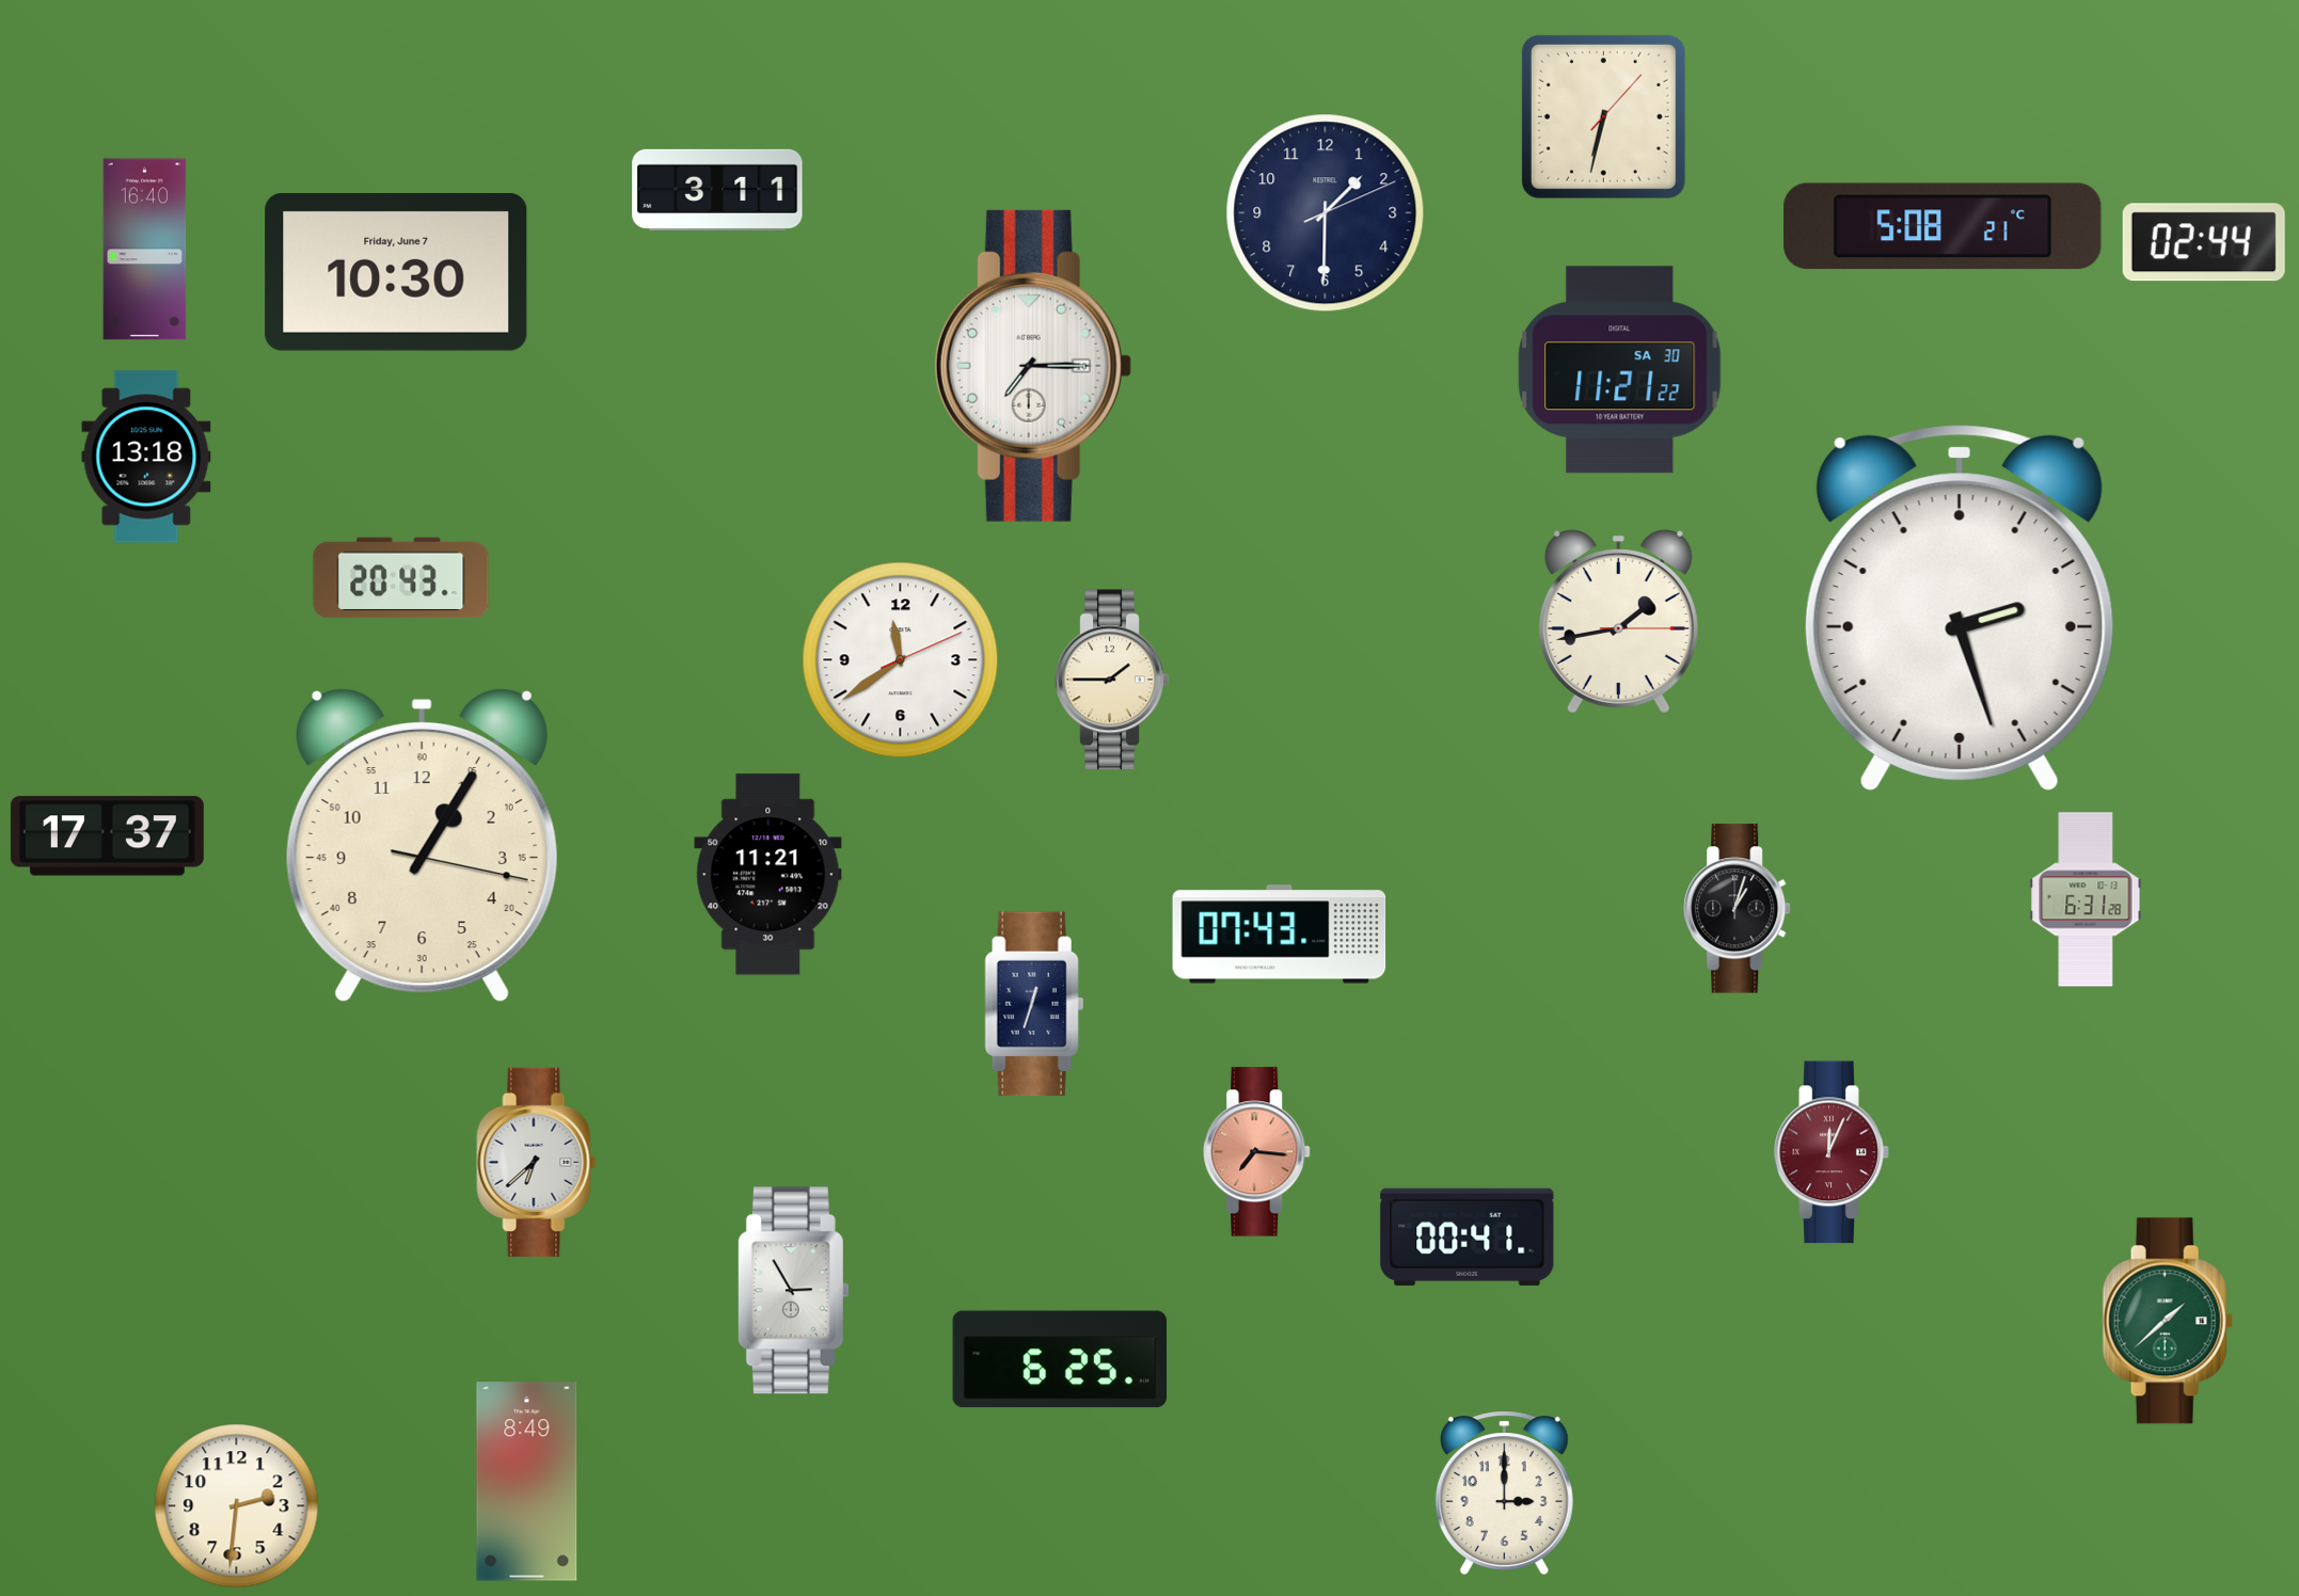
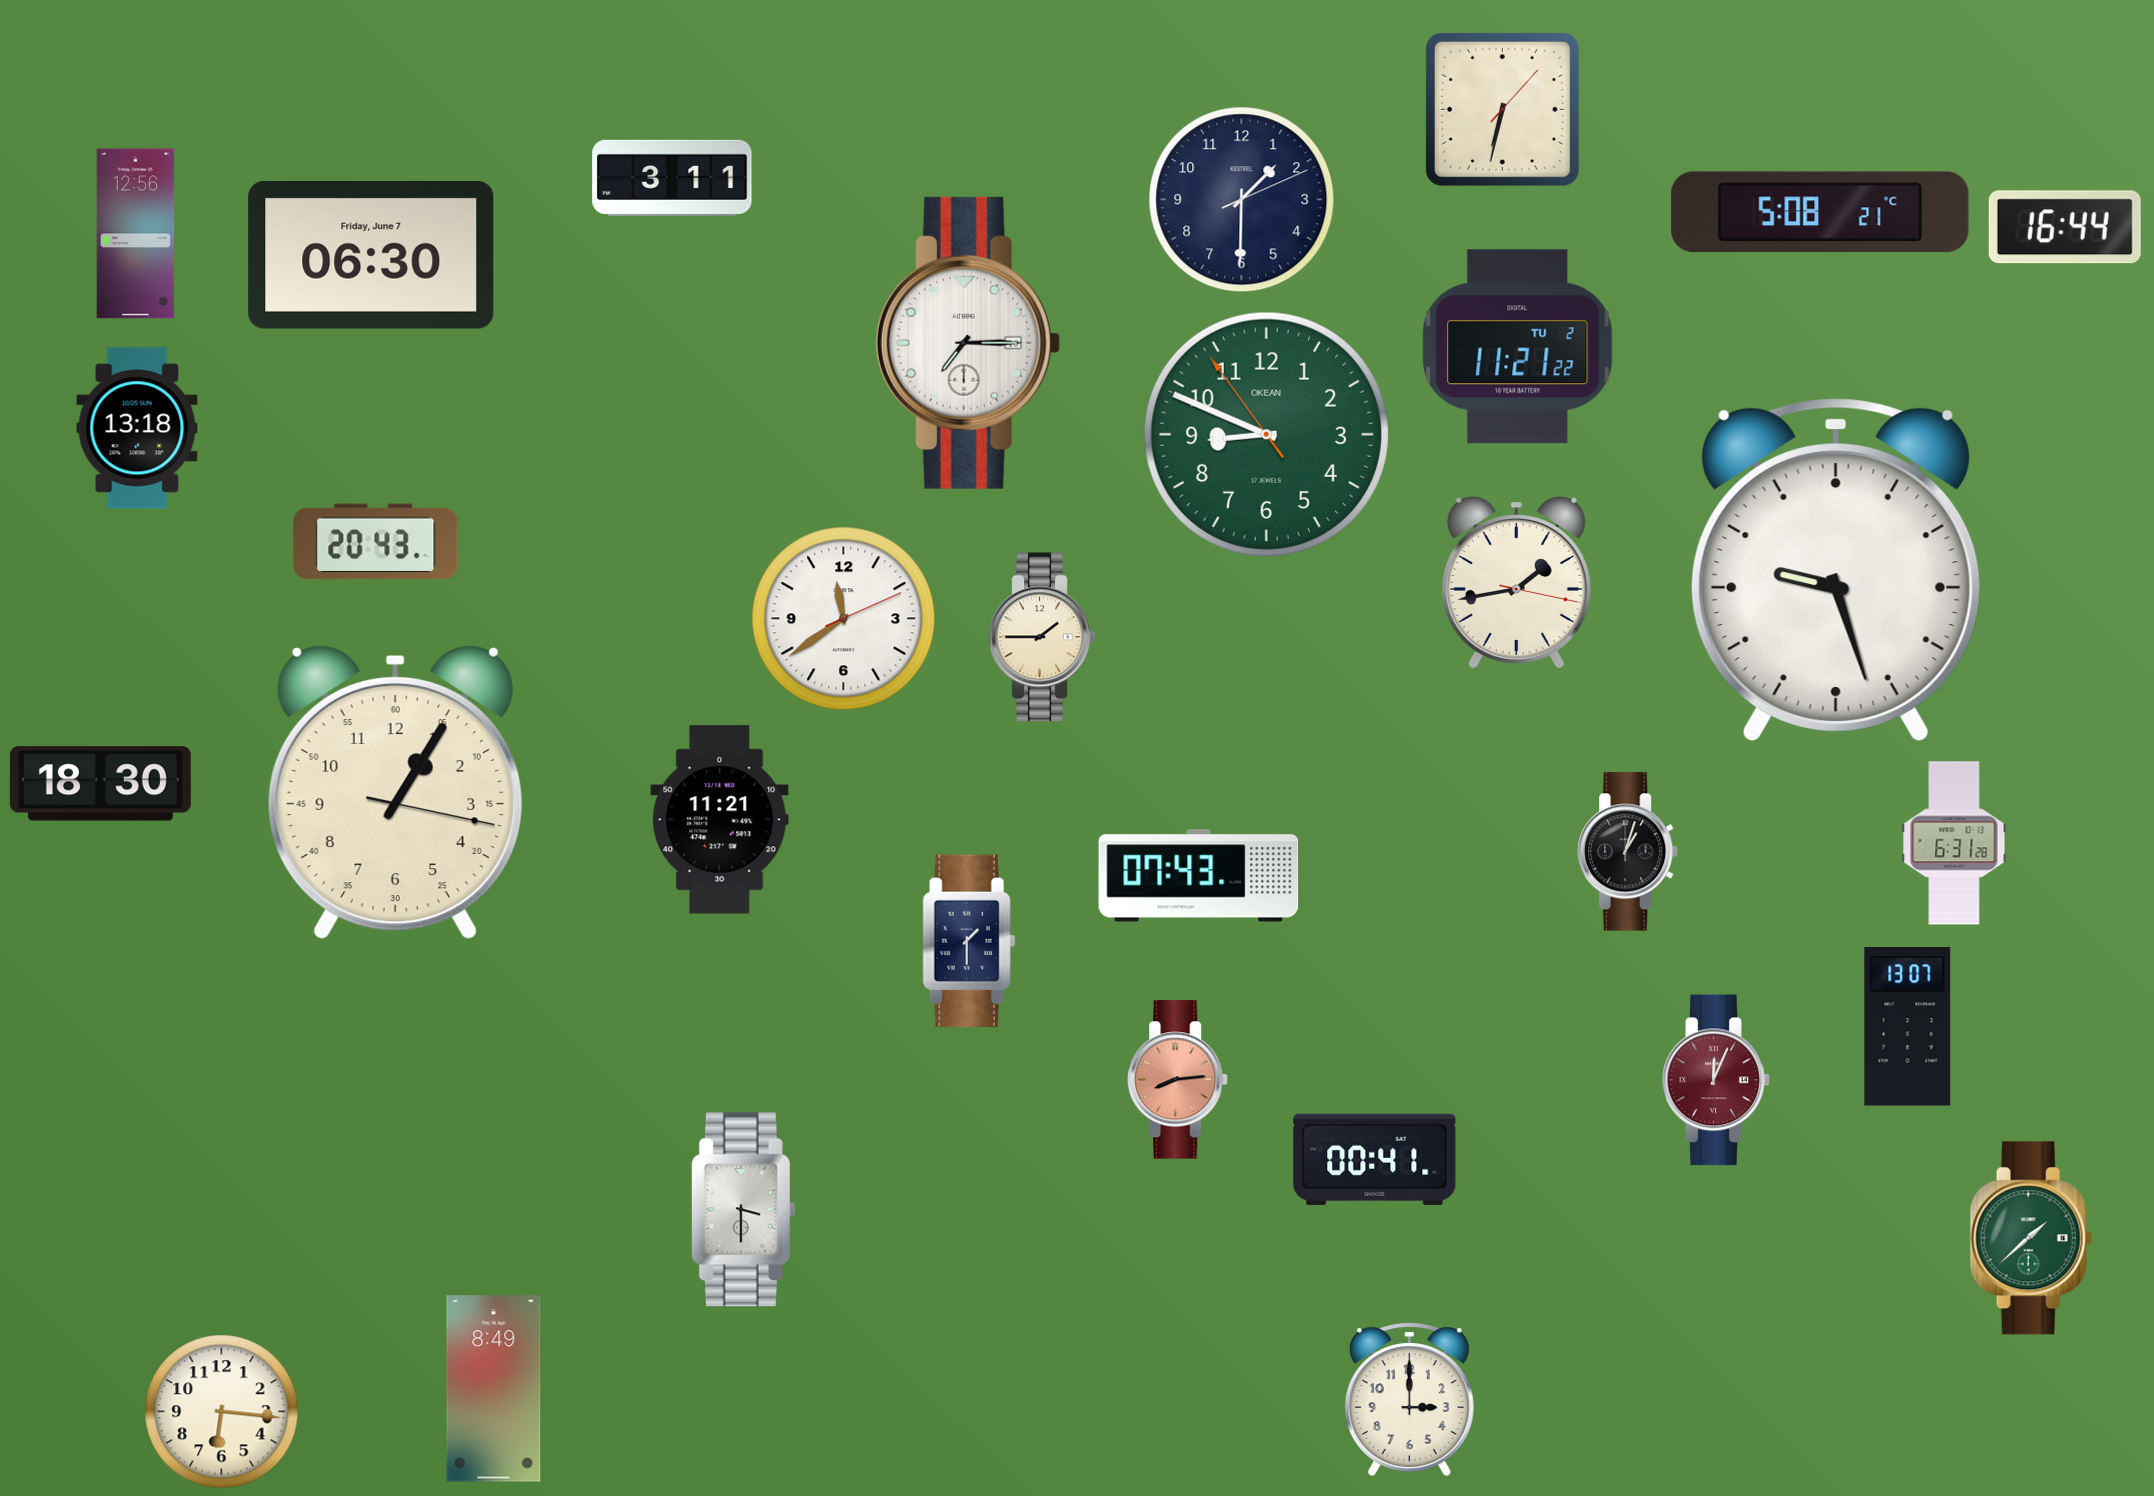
clock at (2204, 242): 02:44 -> 16:44
clock at (145, 250): 16:40 -> 12:56
clock at (396, 272): 10:30 -> 06:30
clock at (1620, 370) date: SA 30 -> TU 2
clock at (1266, 434): none -> 8:48
clock at (1960, 608): 2:27 -> 9:27
clock at (1618, 622): 1:43:15 -> 1:43:17
clock at (107, 836): 17:37 -> 18:30
clock at (1034, 1004): 12:33 -> 1:30
clock at (1908, 1027): none -> 13:07
clock at (1257, 1152): 7:16 -> 8:14
clock at (537, 1162): 6:38 -> none
clock at (793, 1291): 2:55 -> 3:30
clock at (1060, 1359): 6:25 -> none
clock at (237, 1506): 2:31 -> 6:16
